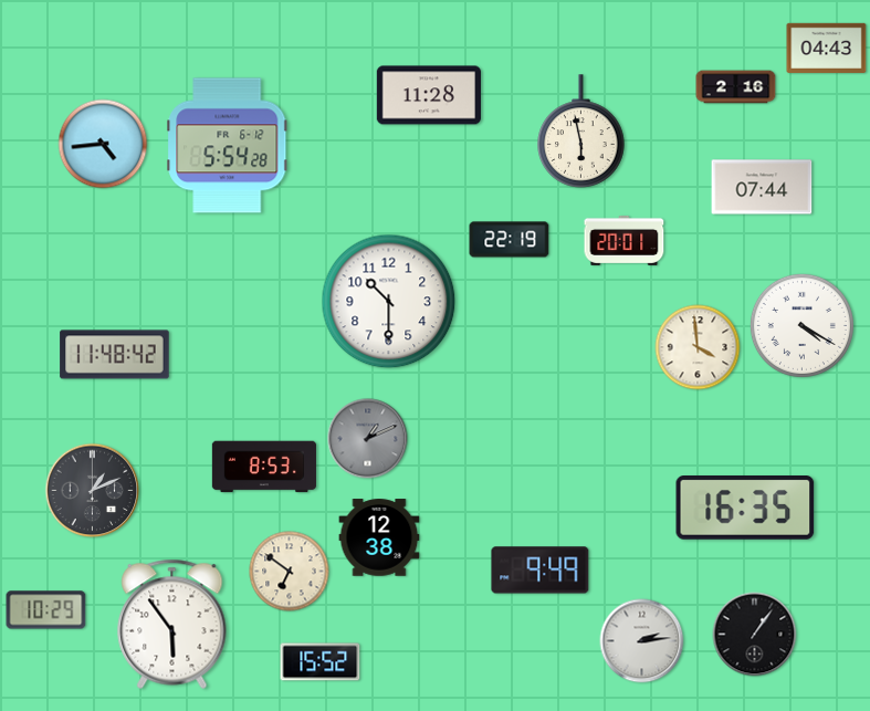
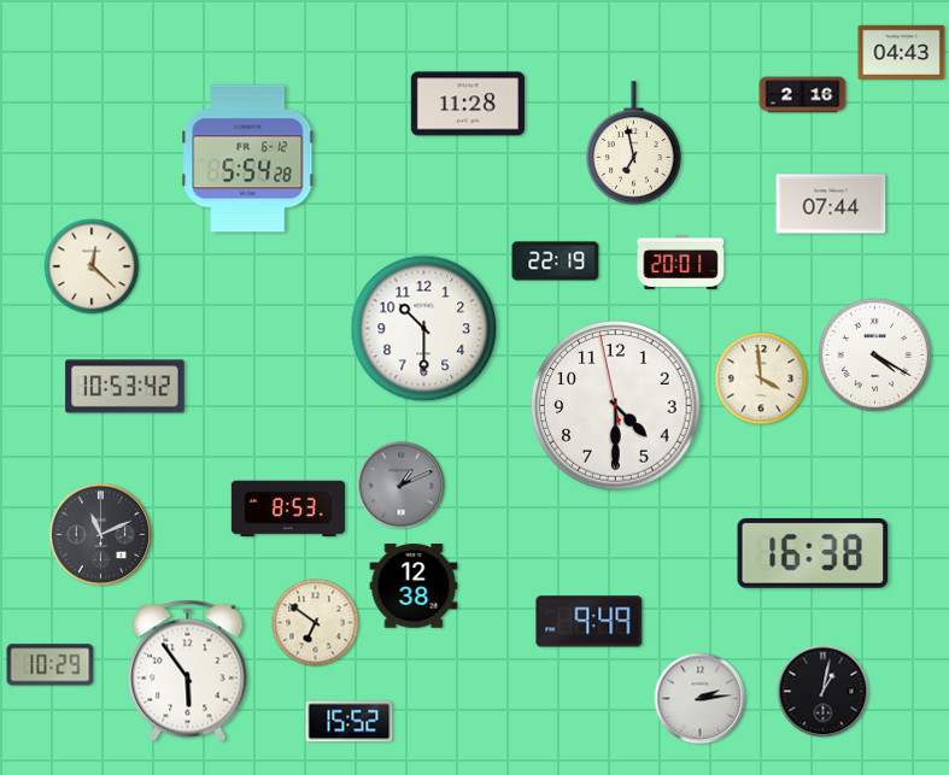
clock at (581, 132): 5:58 -> 6:58
clock at (103, 144): 4:44 -> none
clock at (92, 266): none -> 12:22
clock at (115, 355): 11:48 -> 10:53
clock at (616, 406): none -> 4:29
clock at (368, 439) position: (368, 439) -> (402, 486)
clock at (93, 491): 1:11 -> 11:11
clock at (745, 509): 16:35 -> 16:38
clock at (172, 624) position: (172, 624) -> (188, 670)
clock at (755, 635): 1:06 -> 1:02
